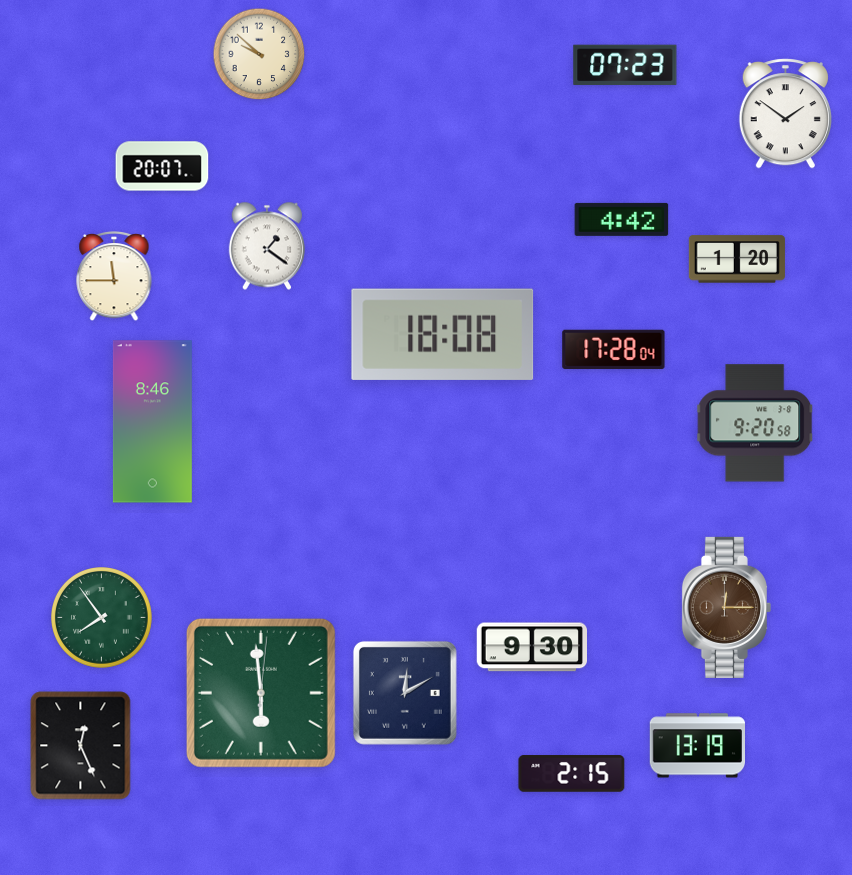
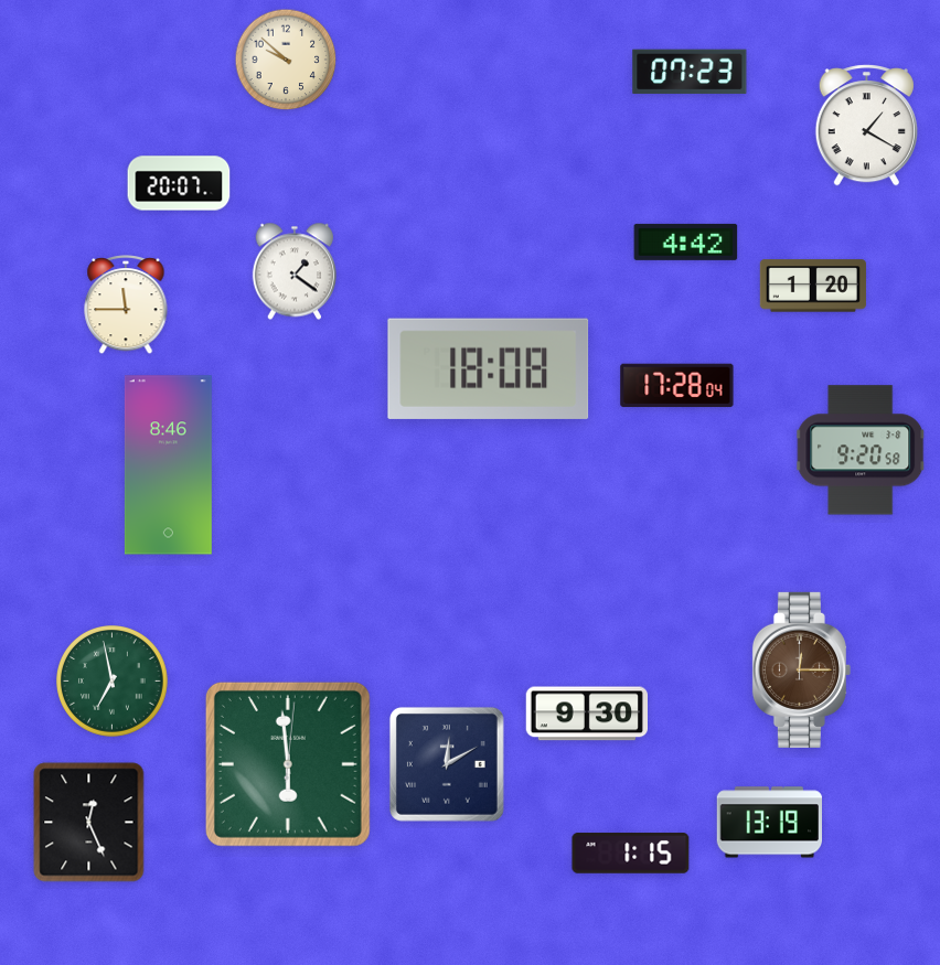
clock at (785, 114): 1:51 -> 1:20
clock at (756, 423) position: (756, 423) -> (862, 450)
clock at (102, 618): 7:54 -> 6:58
clock at (572, 774): 2:15 -> 1:15
